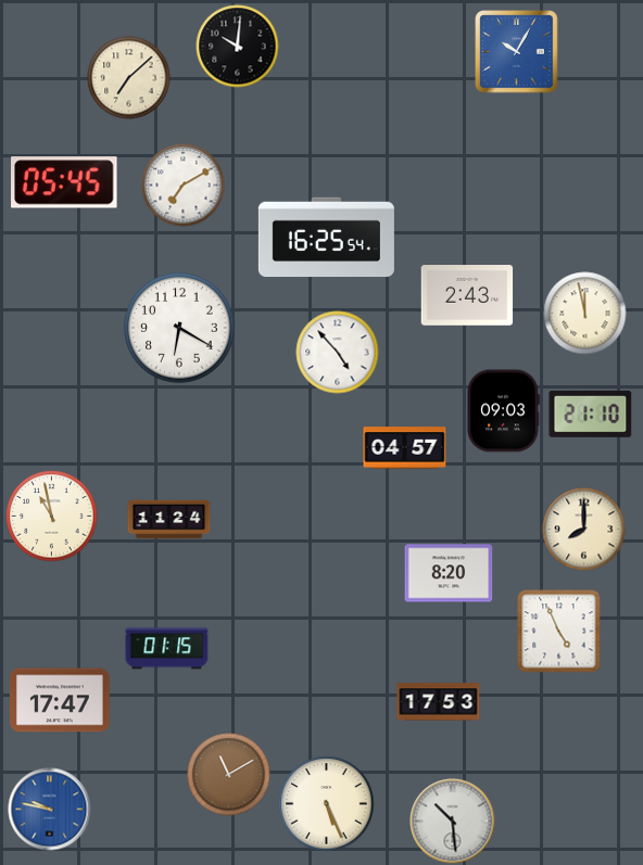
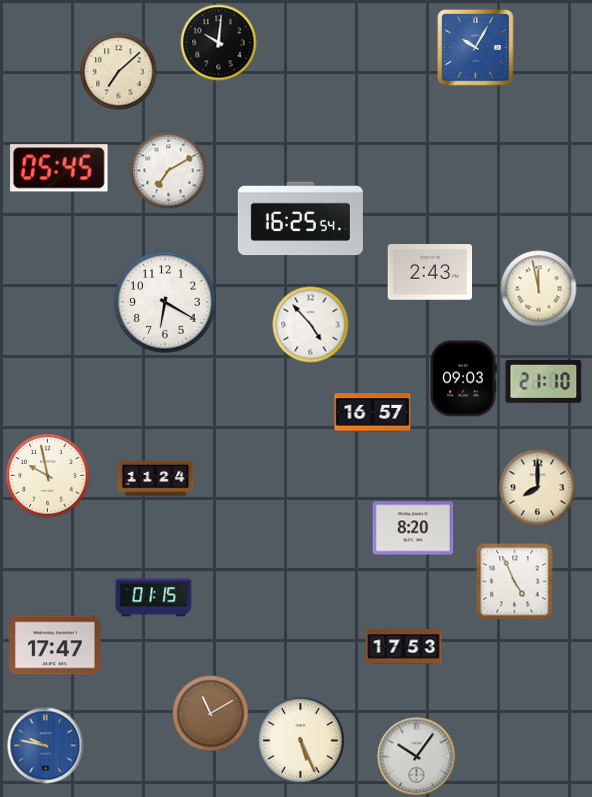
clock at (405, 448): 04:57 -> 16:57
clock at (52, 517): 10:58 -> 9:58
clock at (453, 822): 10:29 -> 10:06
